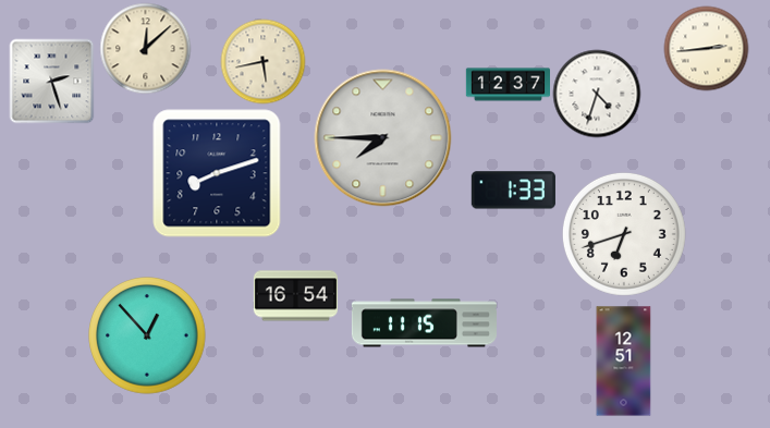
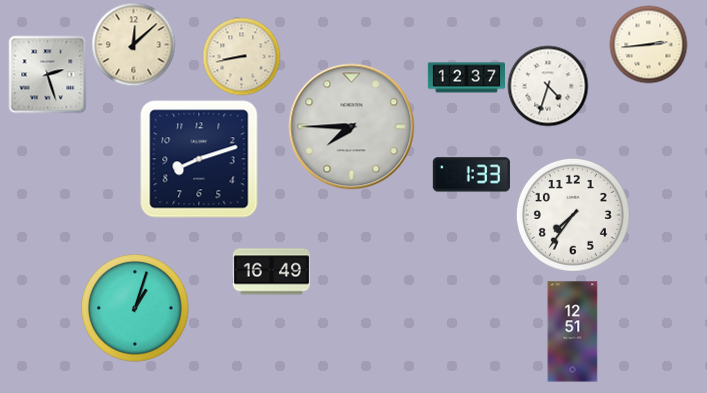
clock at (262, 61): 5:43 -> 8:43
clock at (624, 234): 6:42 -> 7:36
clock at (295, 296): 16:54 -> 16:49
clock at (424, 323): 11:15 -> none
clock at (147, 335): 12:53 -> 1:03
